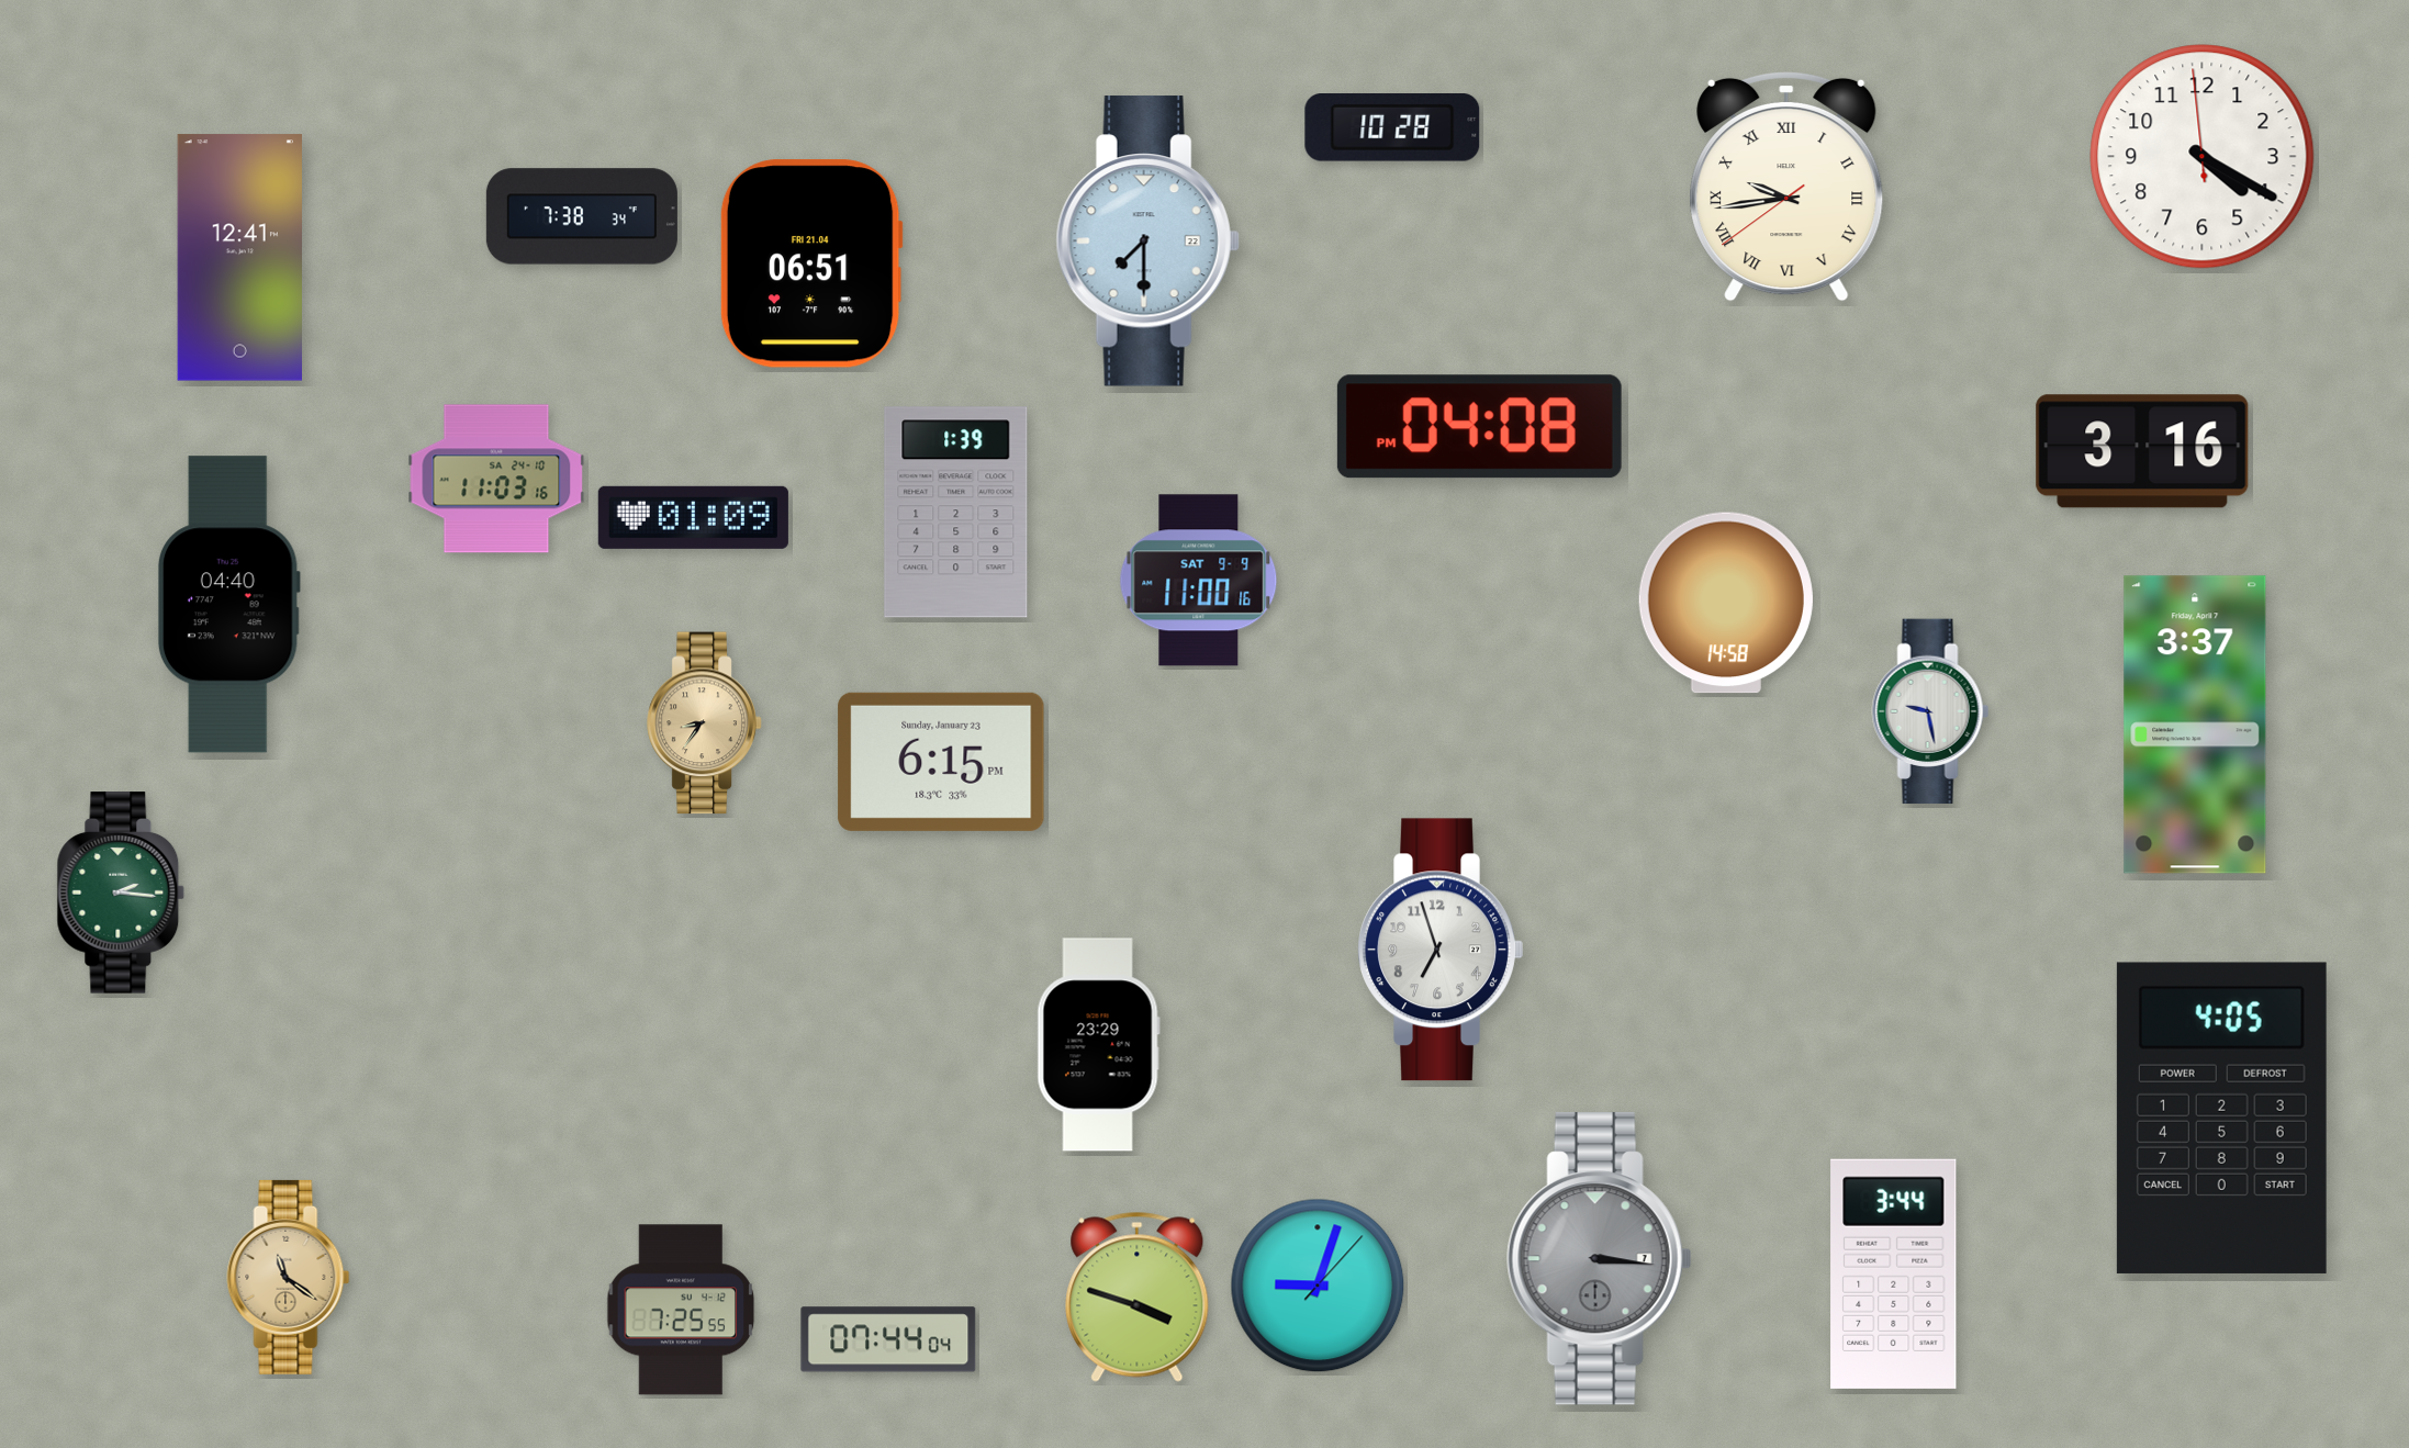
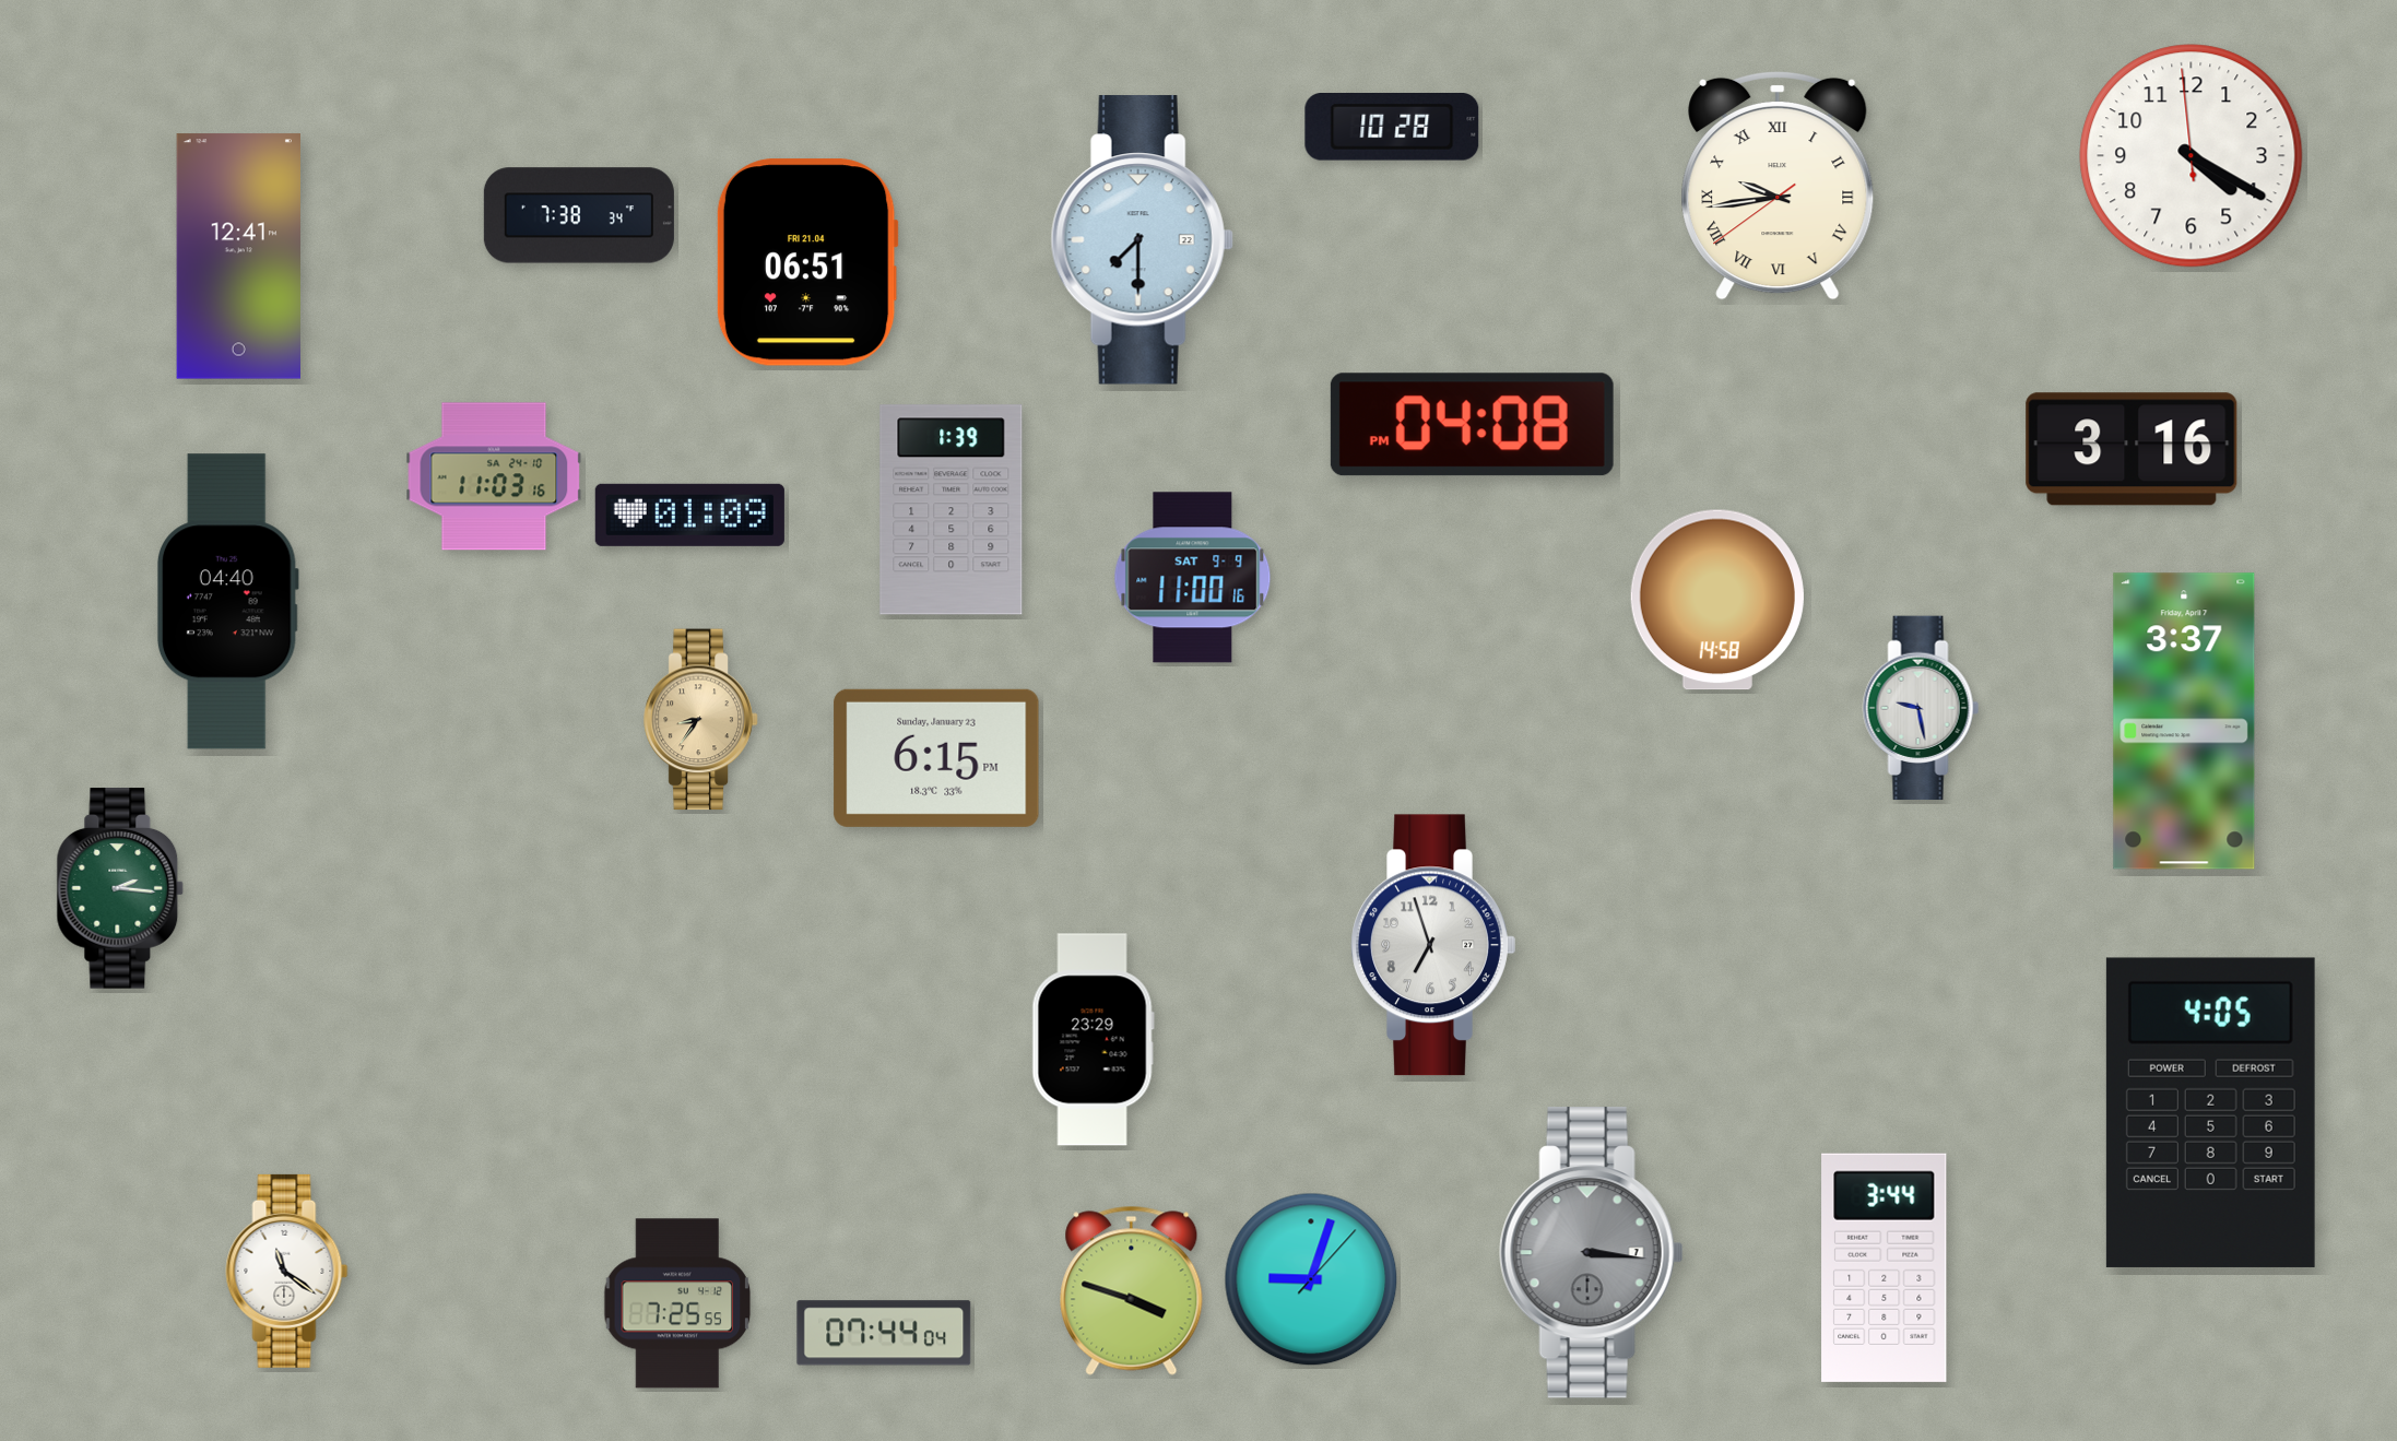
clock at (1392, 127) position: (1392, 127) -> (1392, 127)
clock at (289, 1277) dial: champagne -> white
